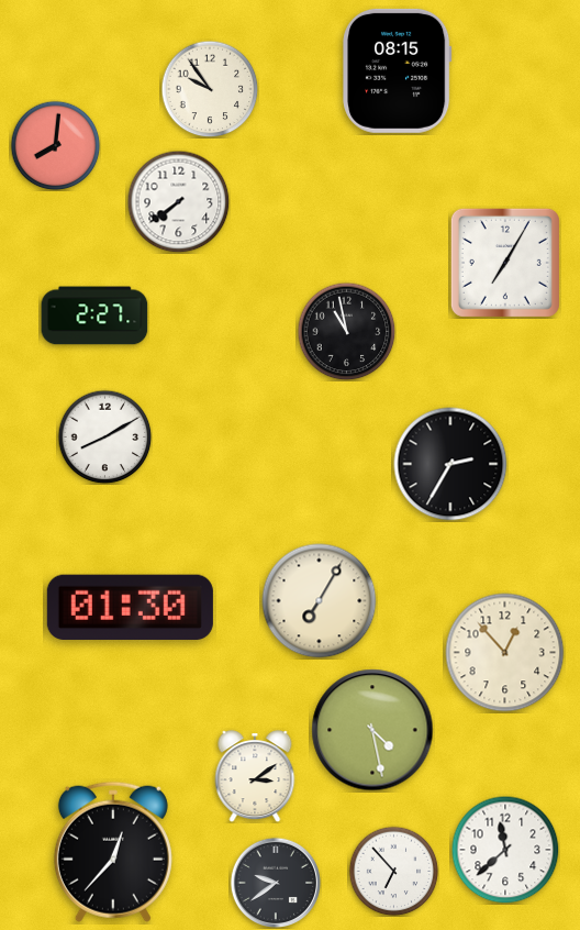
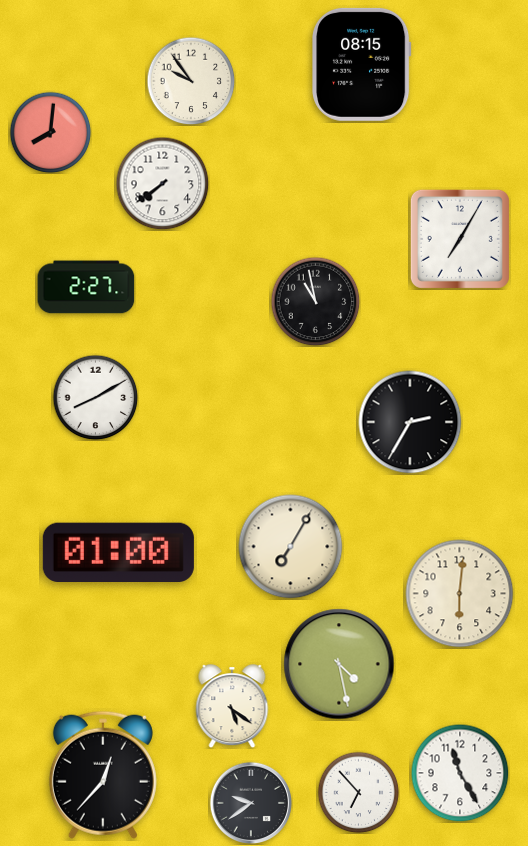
clock at (130, 607): 01:30 -> 01:00
clock at (505, 653): 12:53 -> 6:01
clock at (255, 776): 3:09 -> 5:21
clock at (505, 850): 11:38 -> 11:25
